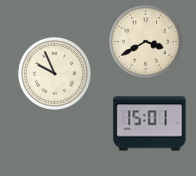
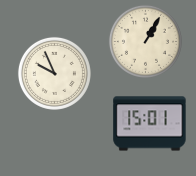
clock at (145, 41): 3:40 -> 1:05
